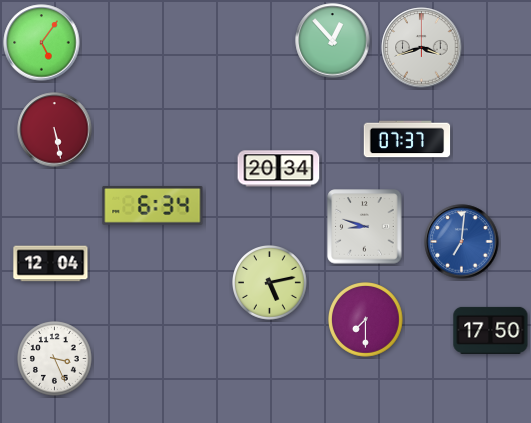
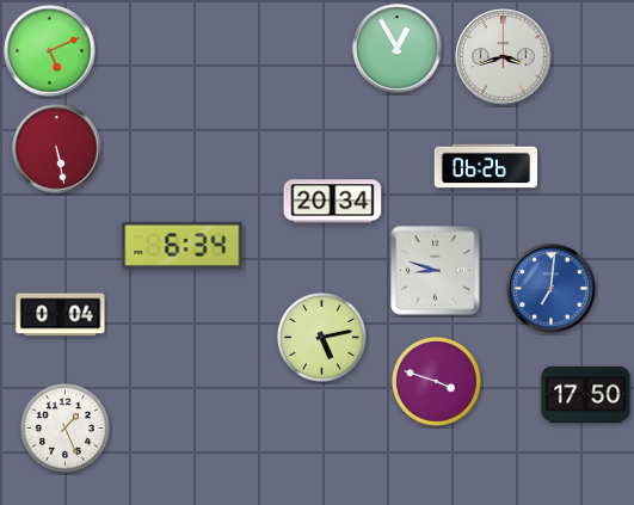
clock at (333, 41): 12:53 -> 12:55
clock at (42, 43): 5:06 -> 5:11
clock at (55, 130) position: (55, 130) -> (57, 149)
clock at (407, 139): 07:37 -> 06:26
clock at (51, 264): 12:04 -> 0:04
clock at (366, 320): 7:30 -> 3:48
clock at (55, 359): 3:26 -> 1:26
